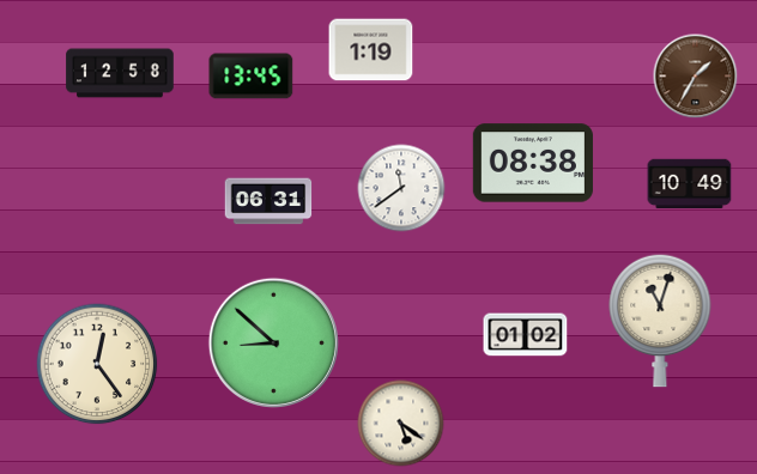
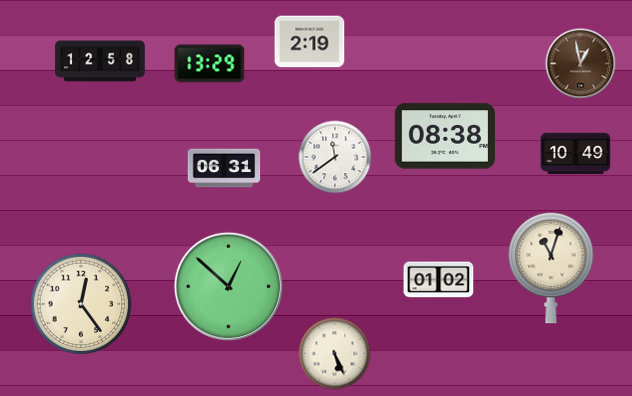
clock at (371, 50): 1:19 -> 2:19
clock at (252, 77): 13:45 -> 13:29
clock at (696, 77): 1:35 -> 12:58
clock at (273, 342): 8:52 -> 12:52
clock at (401, 424): 5:21 -> 5:26
